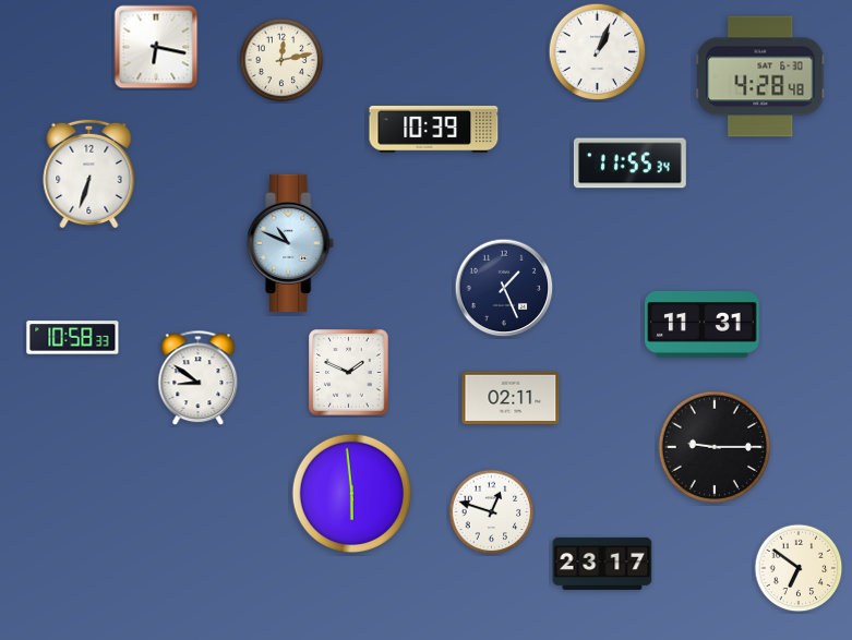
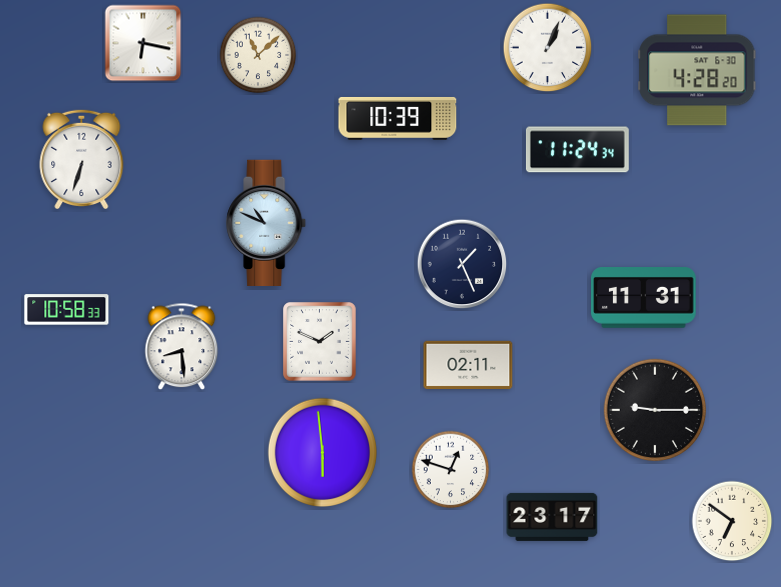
clock at (281, 60): 12:13 -> 11:08
clock at (761, 76): 4:28:48 -> 4:28:20
clock at (629, 164): 11:55 -> 11:24
clock at (199, 378): 8:51 -> 8:29
